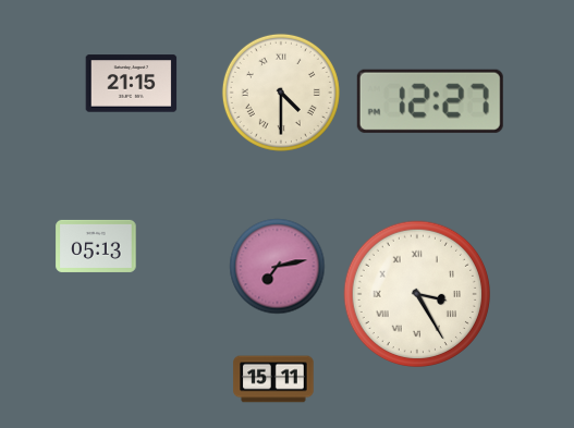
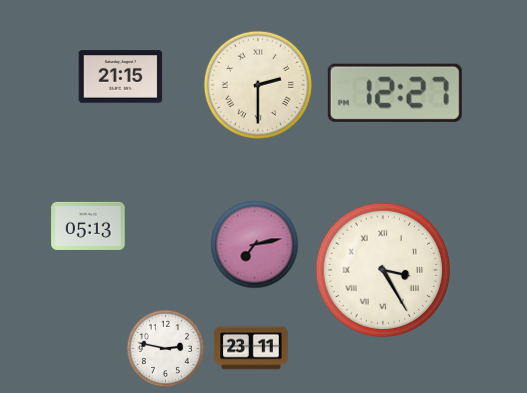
clock at (281, 93): 4:30 -> 2:30
clock at (165, 348): none -> 2:47
clock at (273, 379): 15:11 -> 23:11
